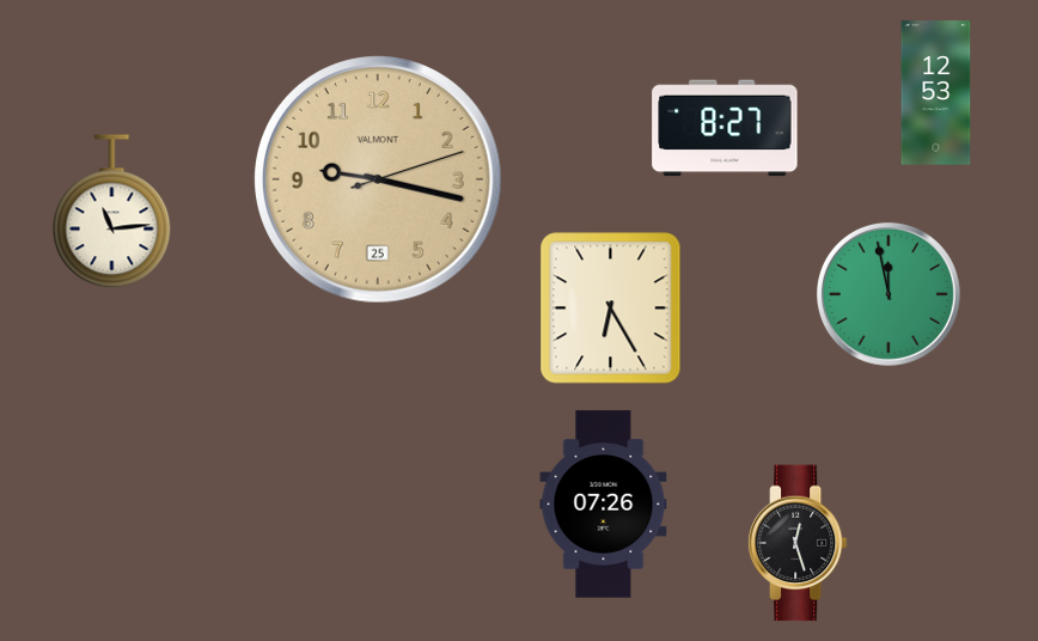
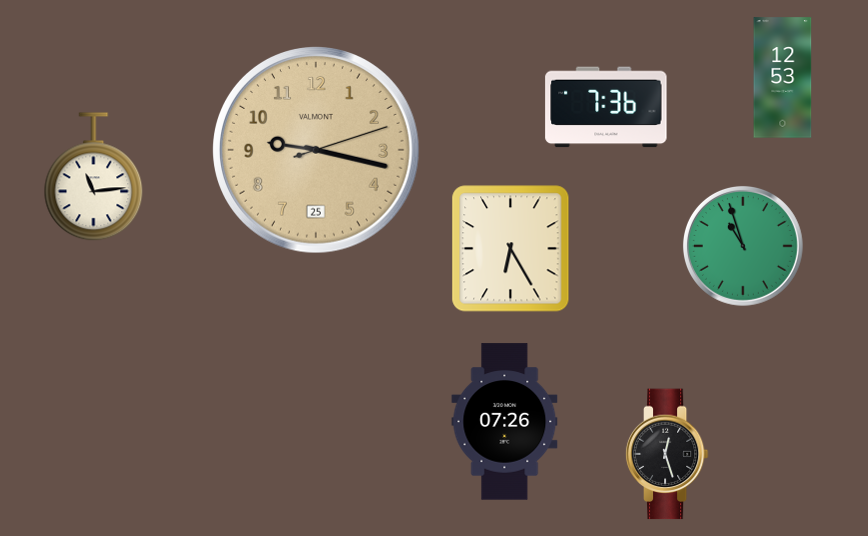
clock at (725, 128): 8:27 -> 7:36
clock at (889, 294): 11:58 -> 10:57
clock at (611, 309) position: (611, 309) -> (511, 249)
